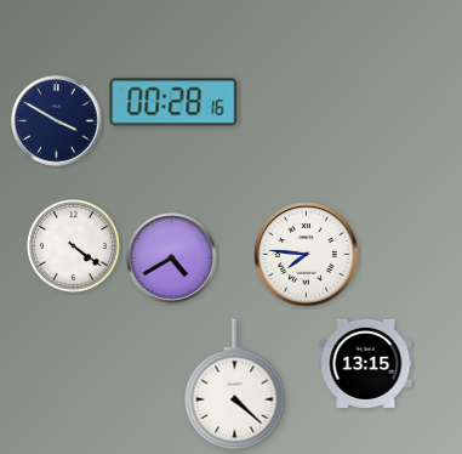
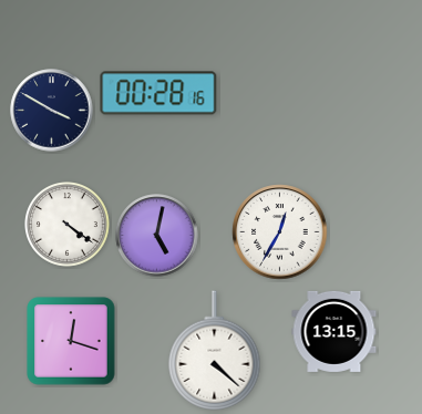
clock at (307, 255): 7:46 -> 12:35
clock at (172, 259): 4:40 -> 5:02
clock at (71, 341): none -> 12:18
